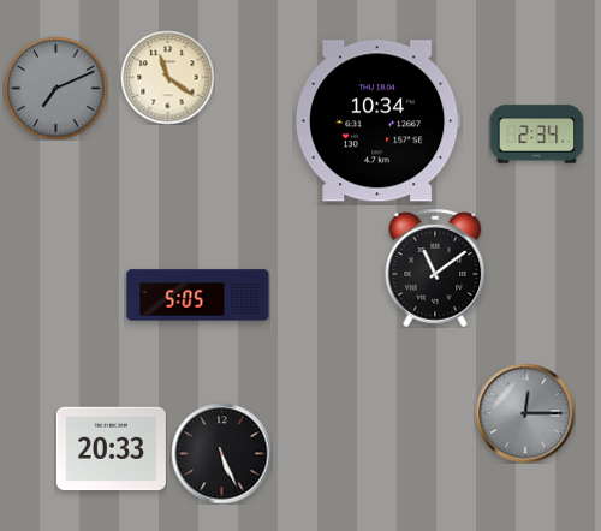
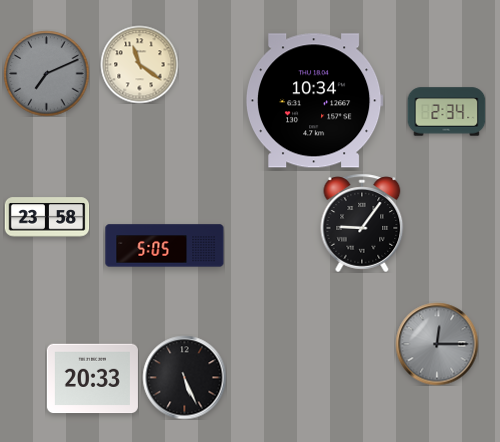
clock at (47, 217): none -> 23:58
clock at (435, 268): 11:09 -> 9:06
clock at (111, 449) position: (111, 449) -> (92, 379)
